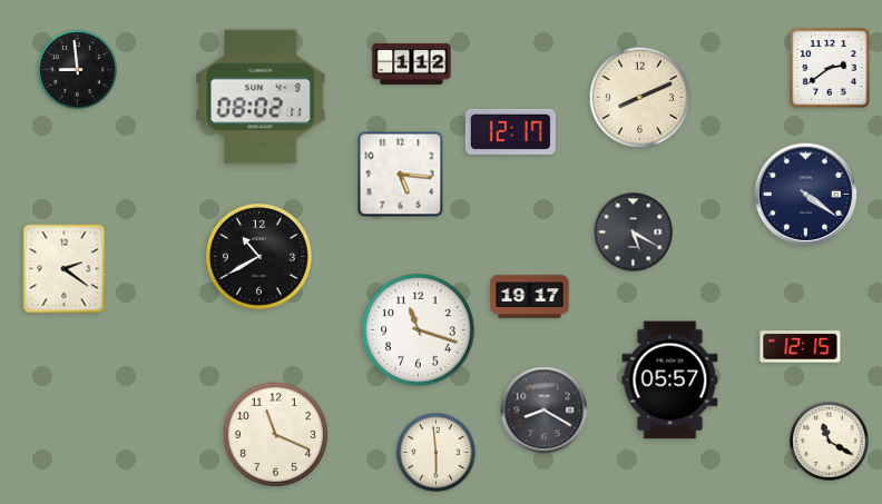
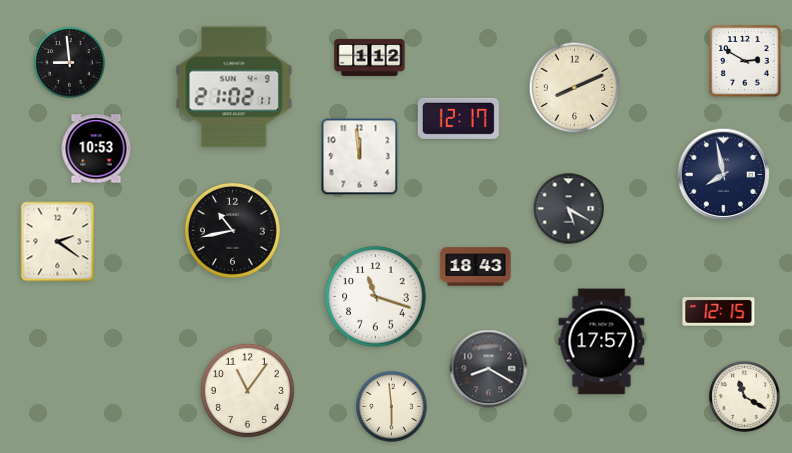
clock at (830, 68): 2:39 -> 2:50
clock at (261, 97): 08:02 -> 21:02
clock at (96, 149): none -> 10:53
clock at (401, 175): 5:16 -> 11:59
clock at (806, 195): 4:21 -> 7:58
clock at (258, 256): 10:40 -> 10:43
clock at (530, 297): 19:17 -> 18:43
clock at (670, 381): 05:57 -> 17:57
clock at (275, 434): 11:19 -> 11:06
